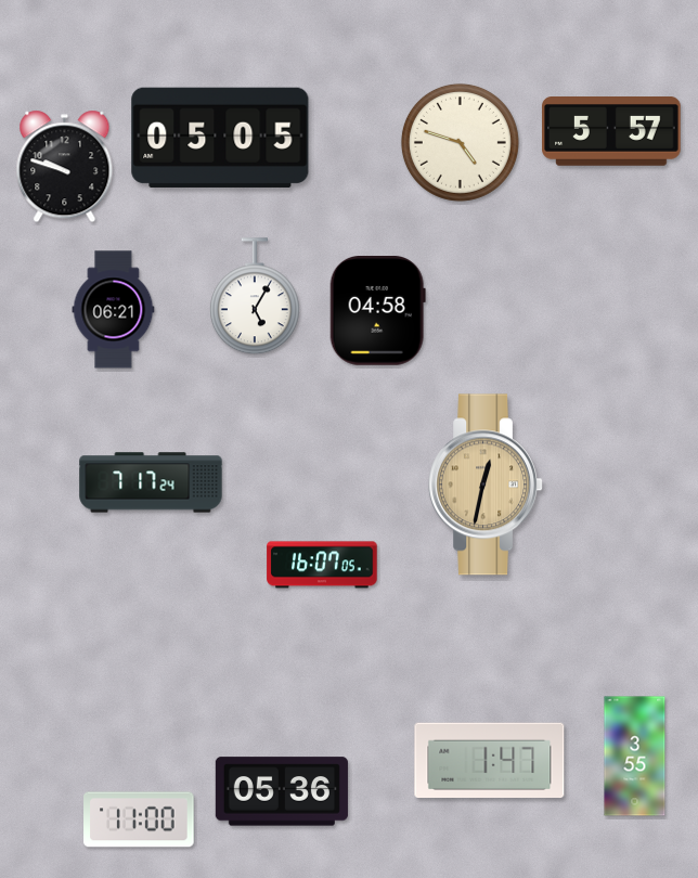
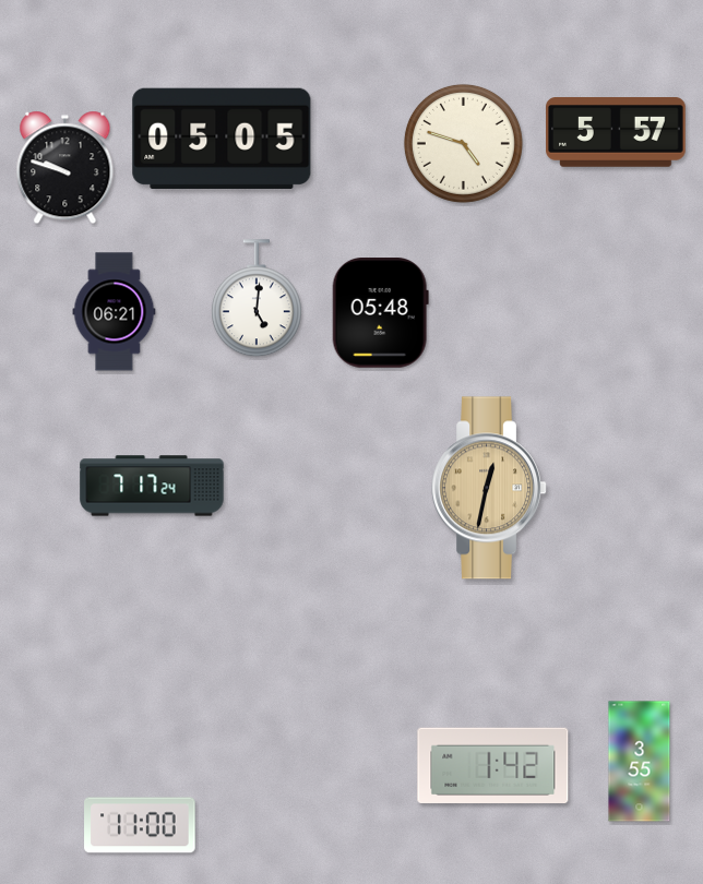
clock at (255, 297): 5:05 -> 5:01
clock at (377, 311): 04:58 -> 05:48
clock at (322, 565): 16:07 -> none
clock at (490, 760): 1:47 -> 1:42
clock at (282, 791): 05:36 -> none
